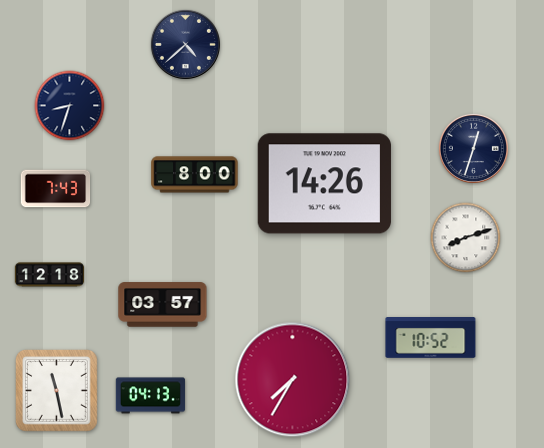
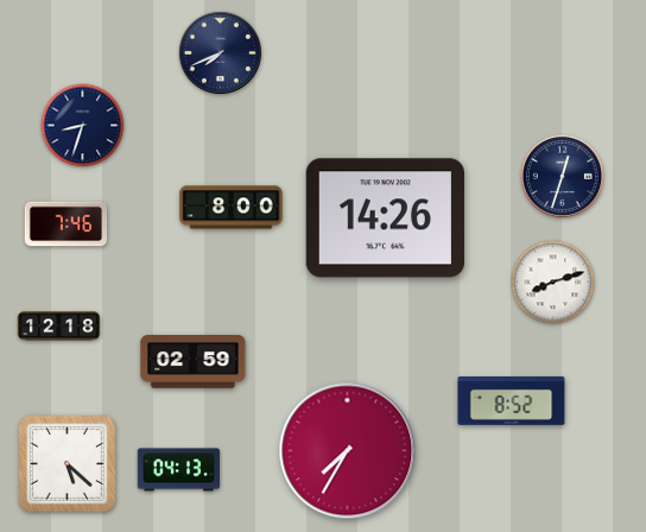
clock at (185, 44): 4:38 -> 7:41
clock at (56, 189): 7:43 -> 7:46
clock at (163, 305): 03:57 -> 02:59
clock at (431, 338): 10:52 -> 8:52
clock at (57, 391): 11:28 -> 5:22
